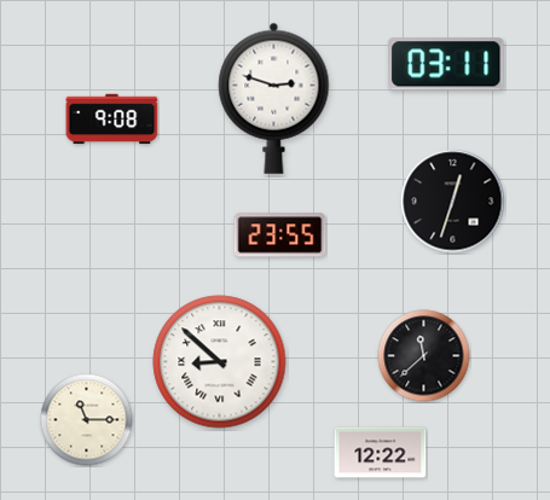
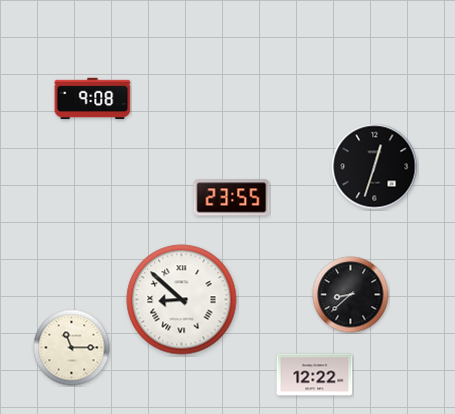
clock at (446, 64): 03:11 -> none
clock at (274, 98): 2:48 -> none
clock at (280, 236) position: (280, 236) -> (232, 198)
clock at (424, 356): 11:38 -> 8:38
